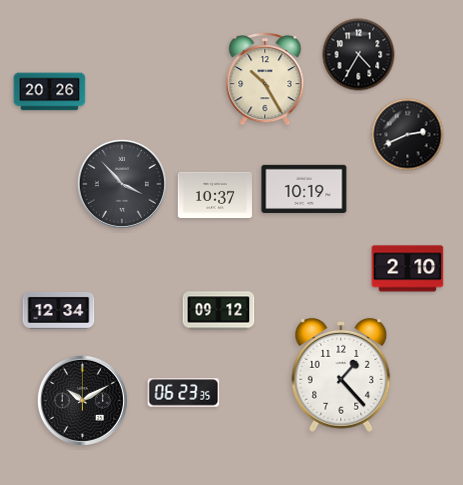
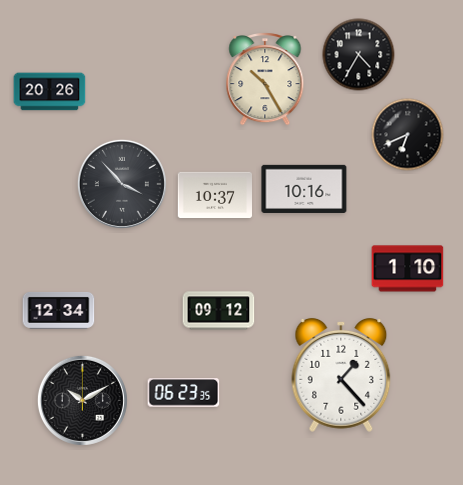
clock at (408, 135): 2:41 -> 6:41
clock at (304, 189): 10:19 -> 10:16
clock at (408, 269): 2:10 -> 1:10
